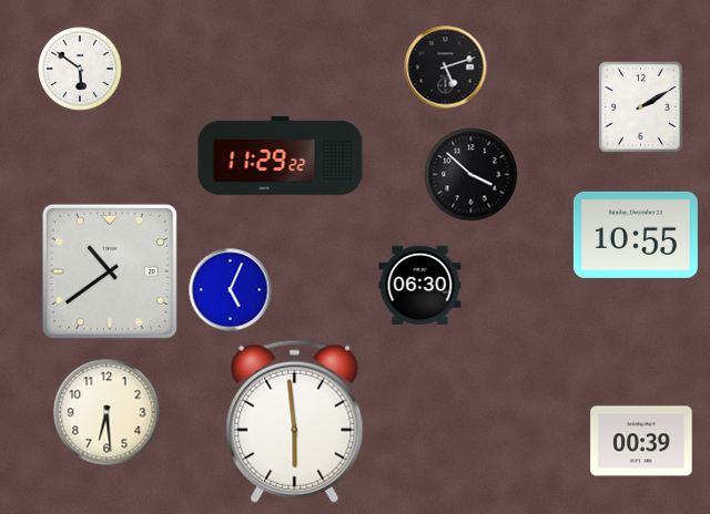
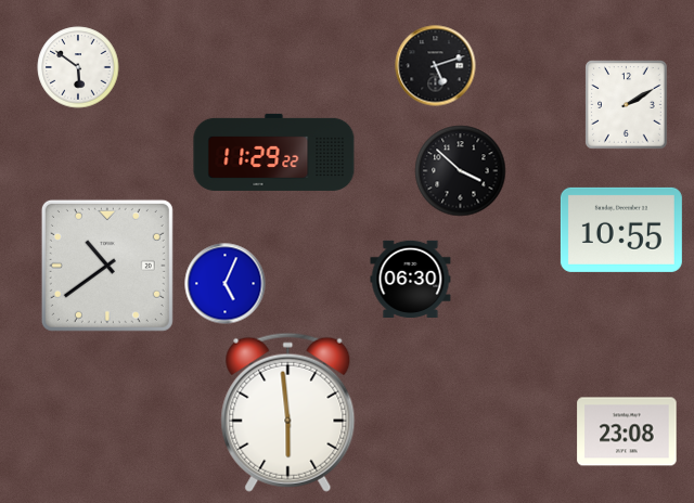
clock at (106, 412): 6:29 -> none
clock at (641, 441): 00:39 -> 23:08
